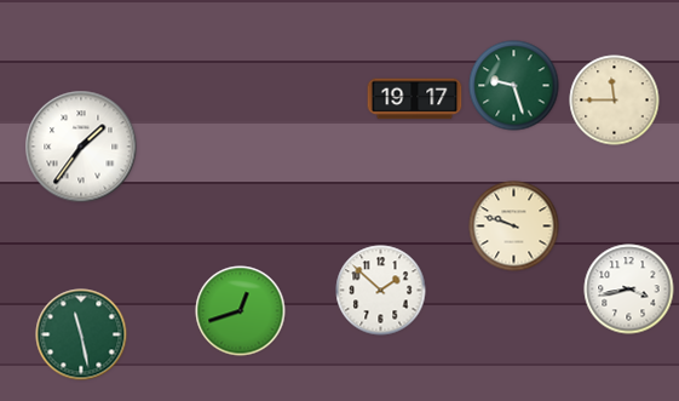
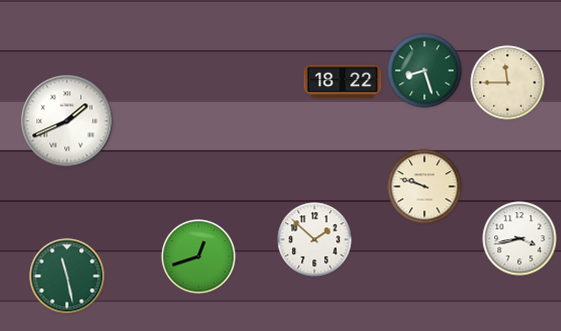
clock at (514, 86): 9:27 -> 8:27
clock at (415, 99): 19:17 -> 18:22
clock at (81, 147): 1:36 -> 1:41
